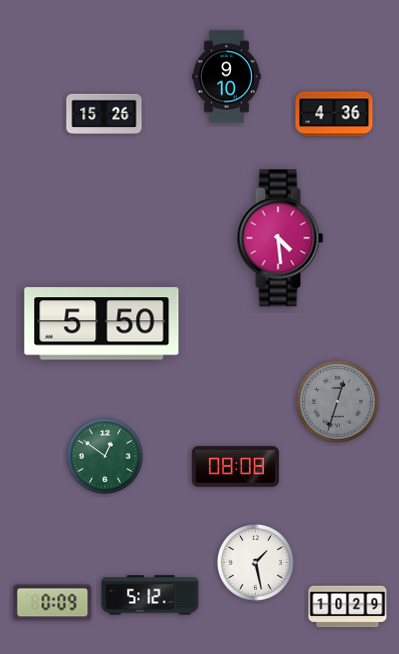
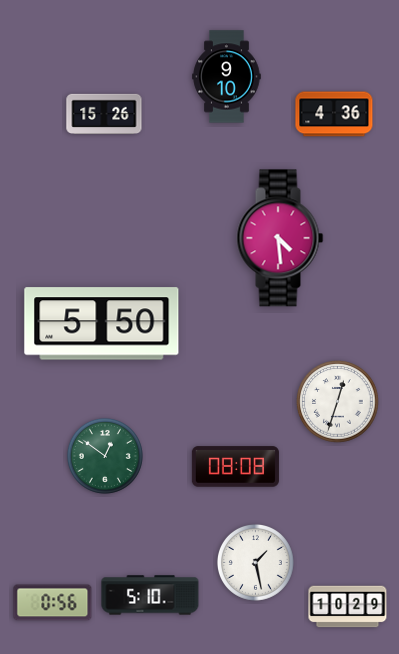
clock at (338, 402) dial: grey -> white
clock at (150, 595): 5:12 -> 5:10
clock at (53, 603): 0:09 -> 0:56
